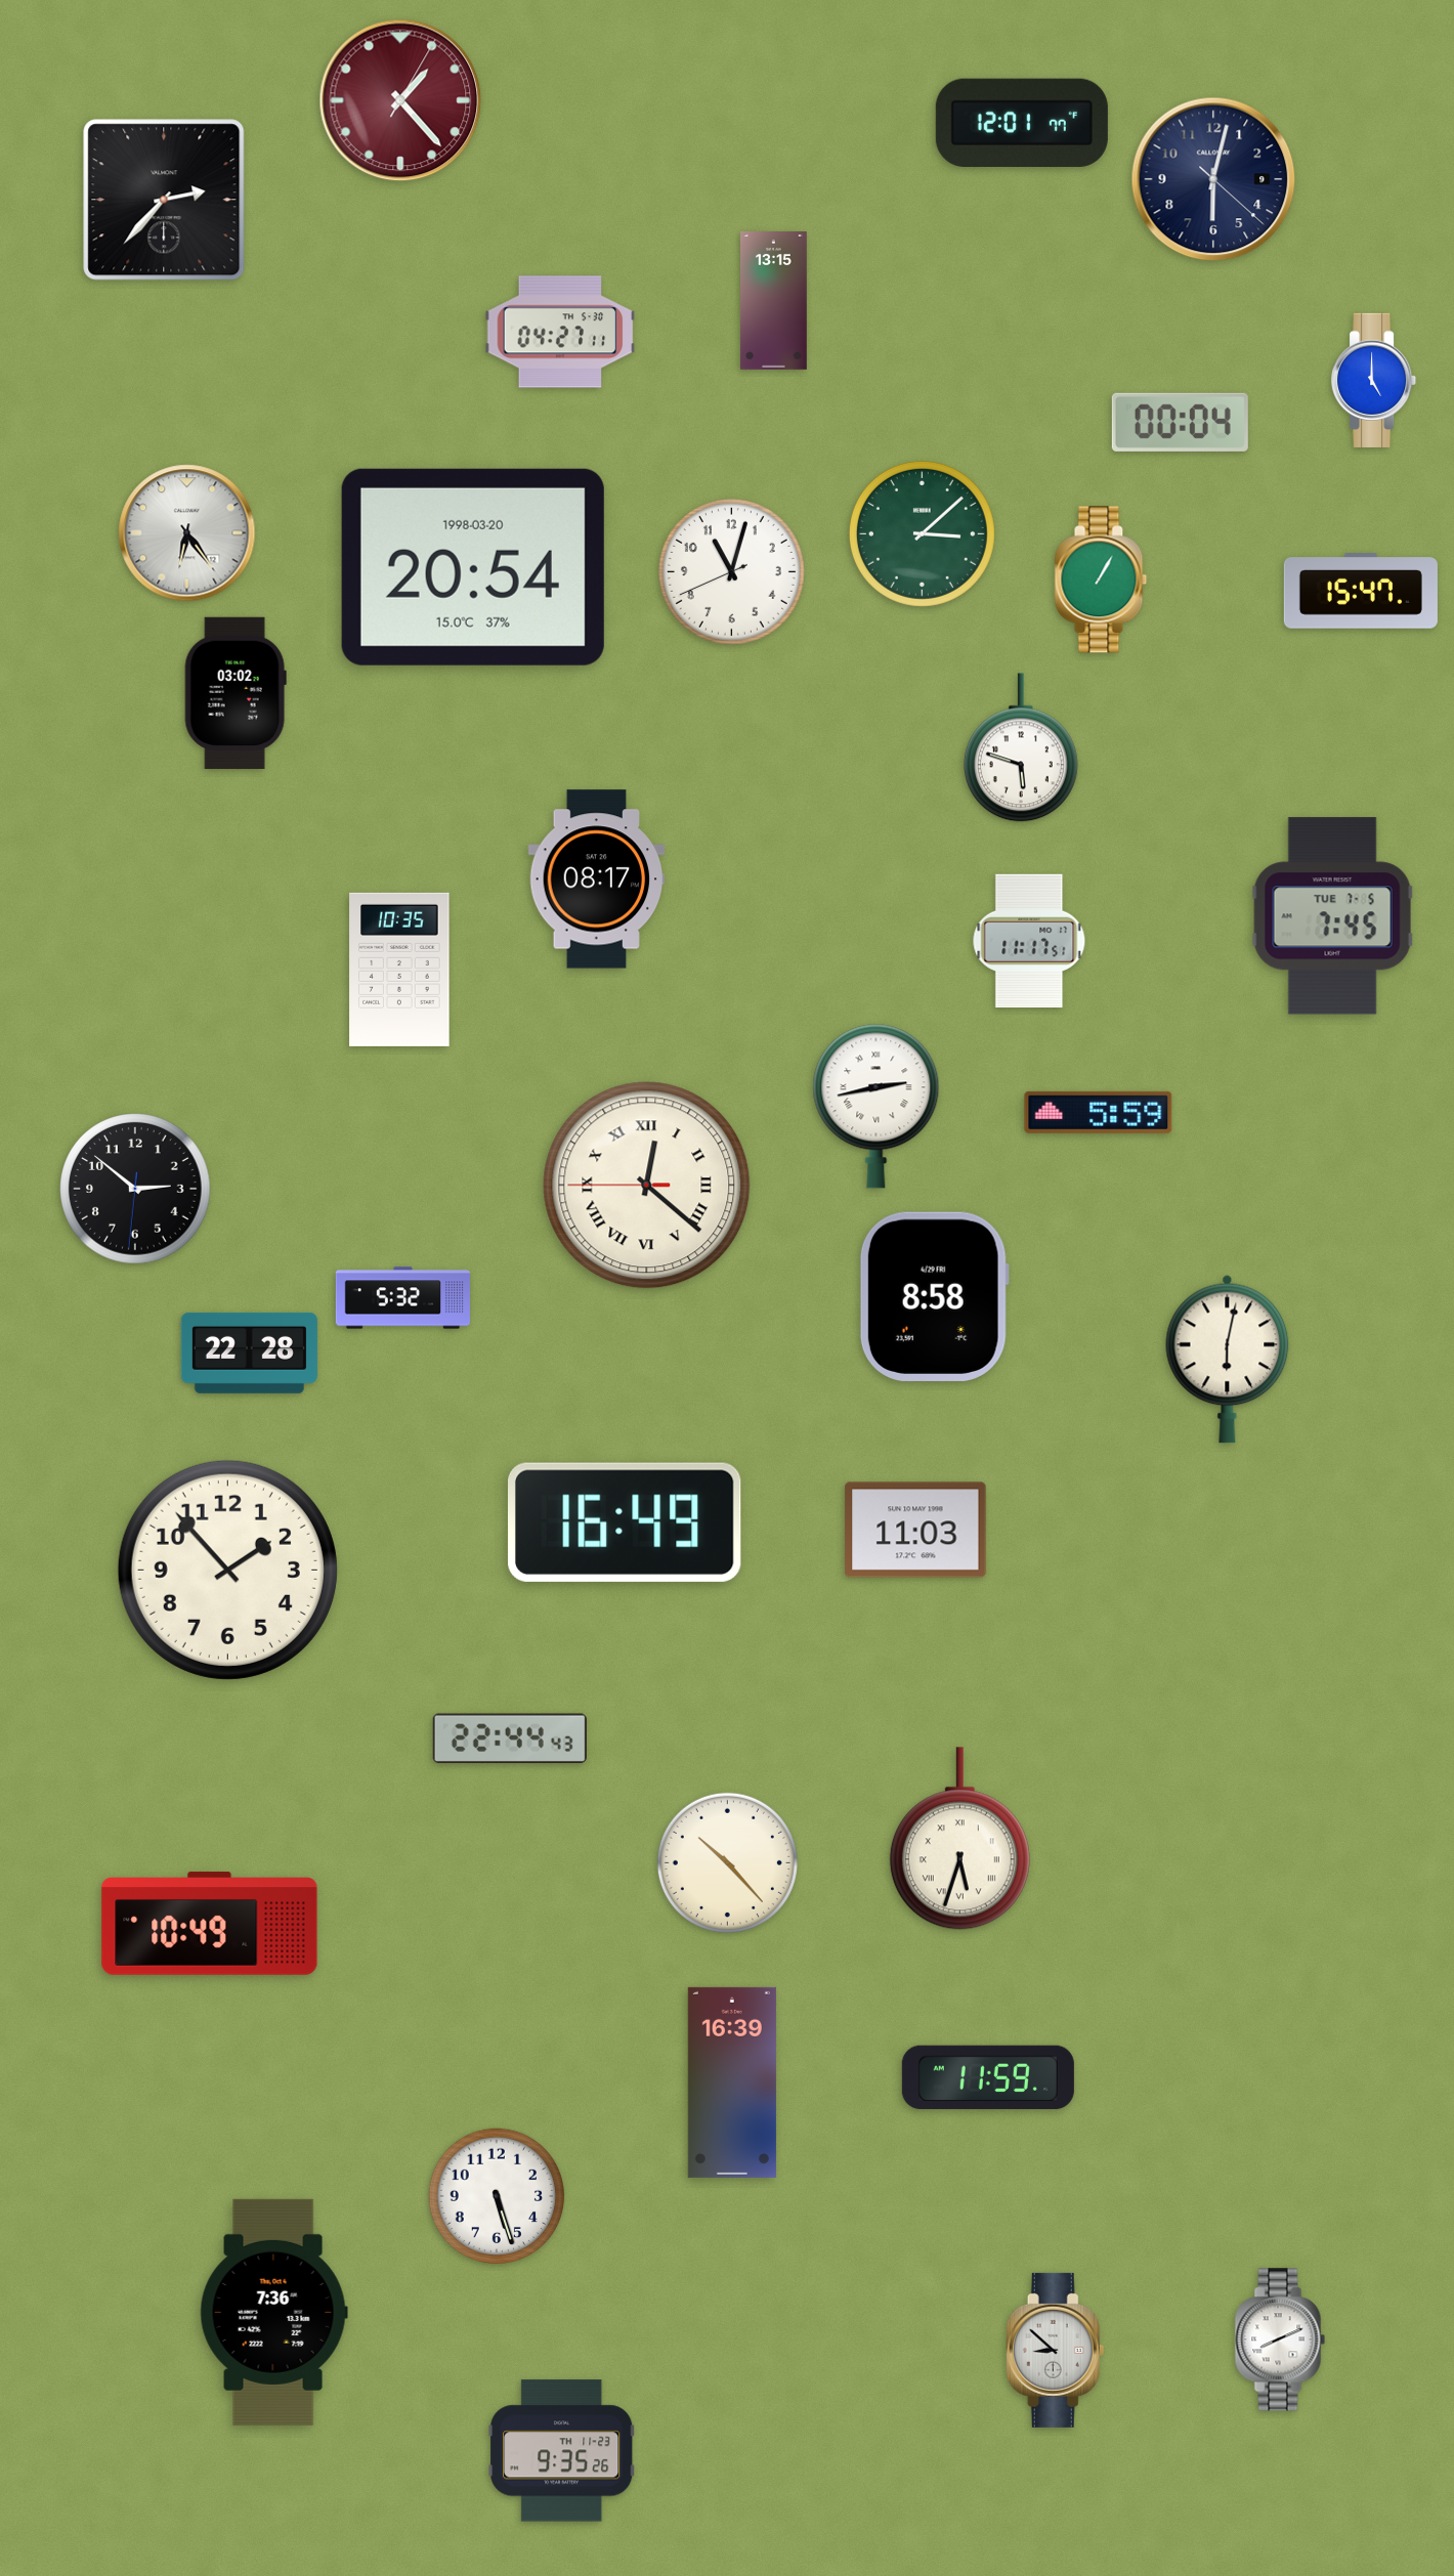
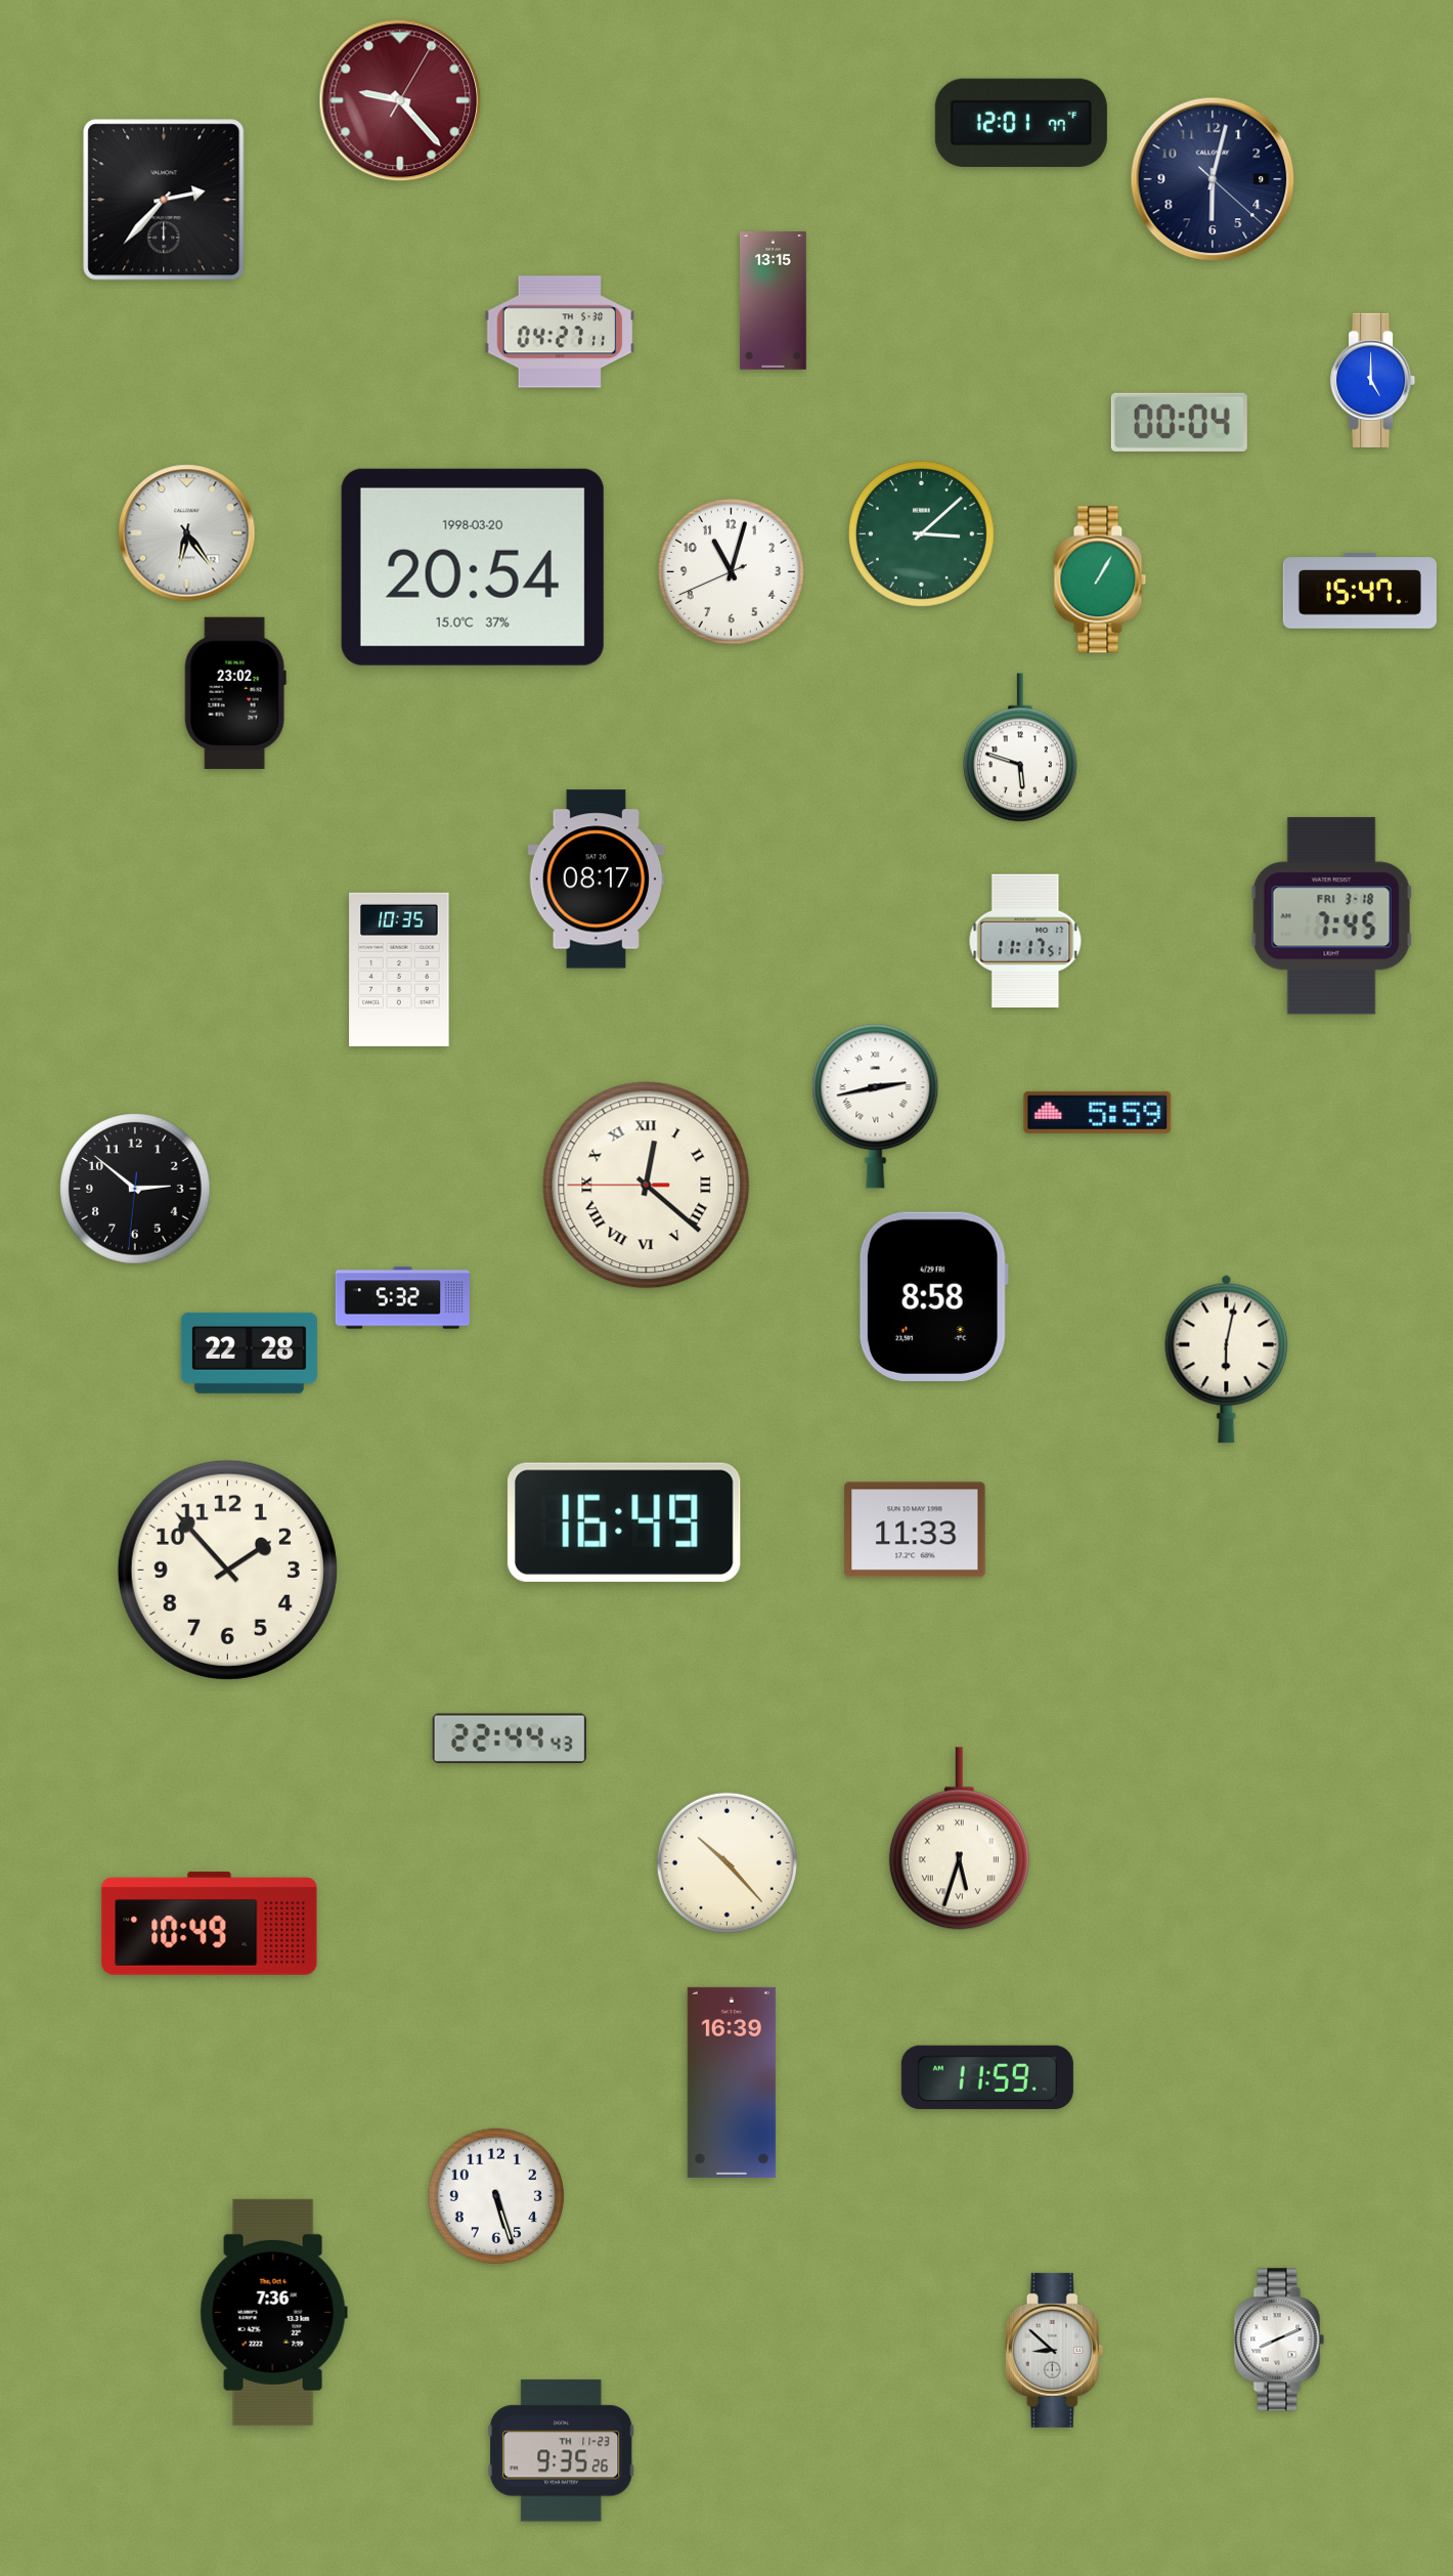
clock at (400, 100): 1:23 -> 9:23
clock at (236, 692): 03:02 -> 23:02
clock at (1332, 916) date: TUE 7-5 -> FRI 3-18
clock at (1029, 941) position: (1029, 941) -> (1025, 941)
clock at (915, 1530): 11:03 -> 11:33
